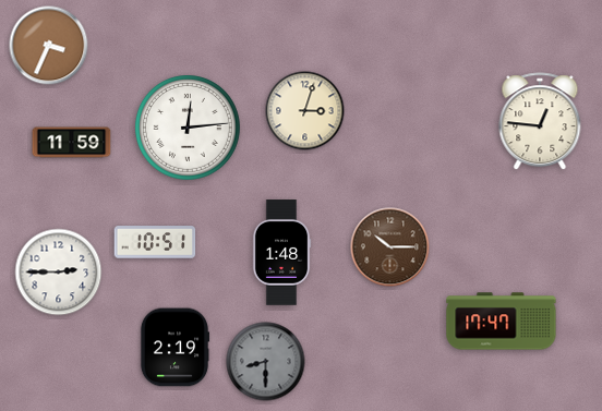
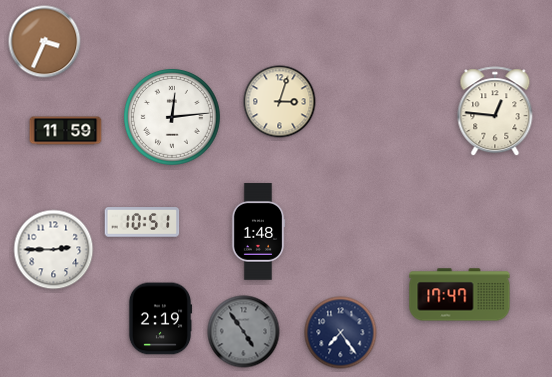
clock at (390, 247): 10:15 -> none
clock at (266, 362): 8:30 -> 4:54
clock at (341, 333): none -> 7:24
